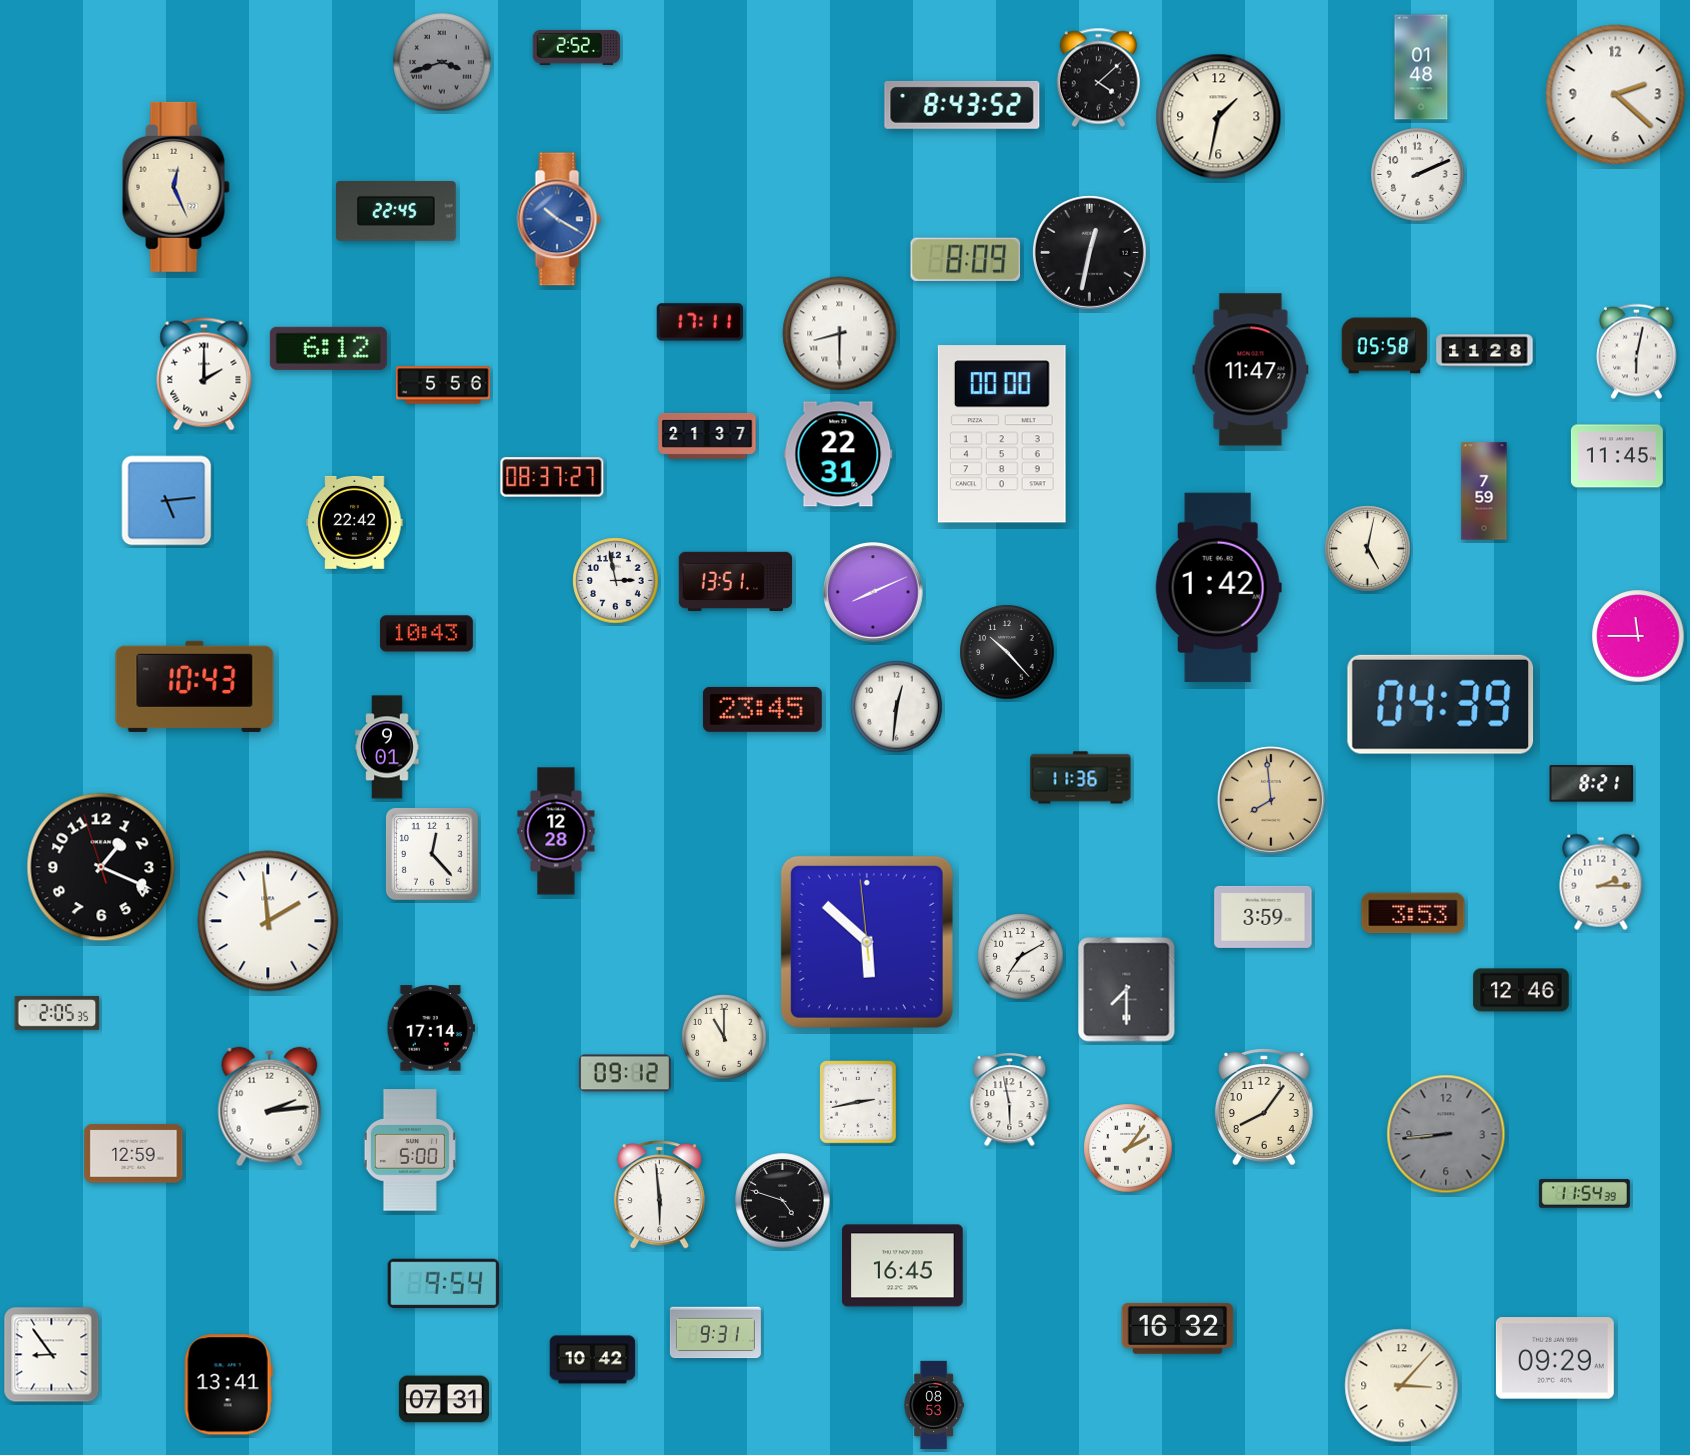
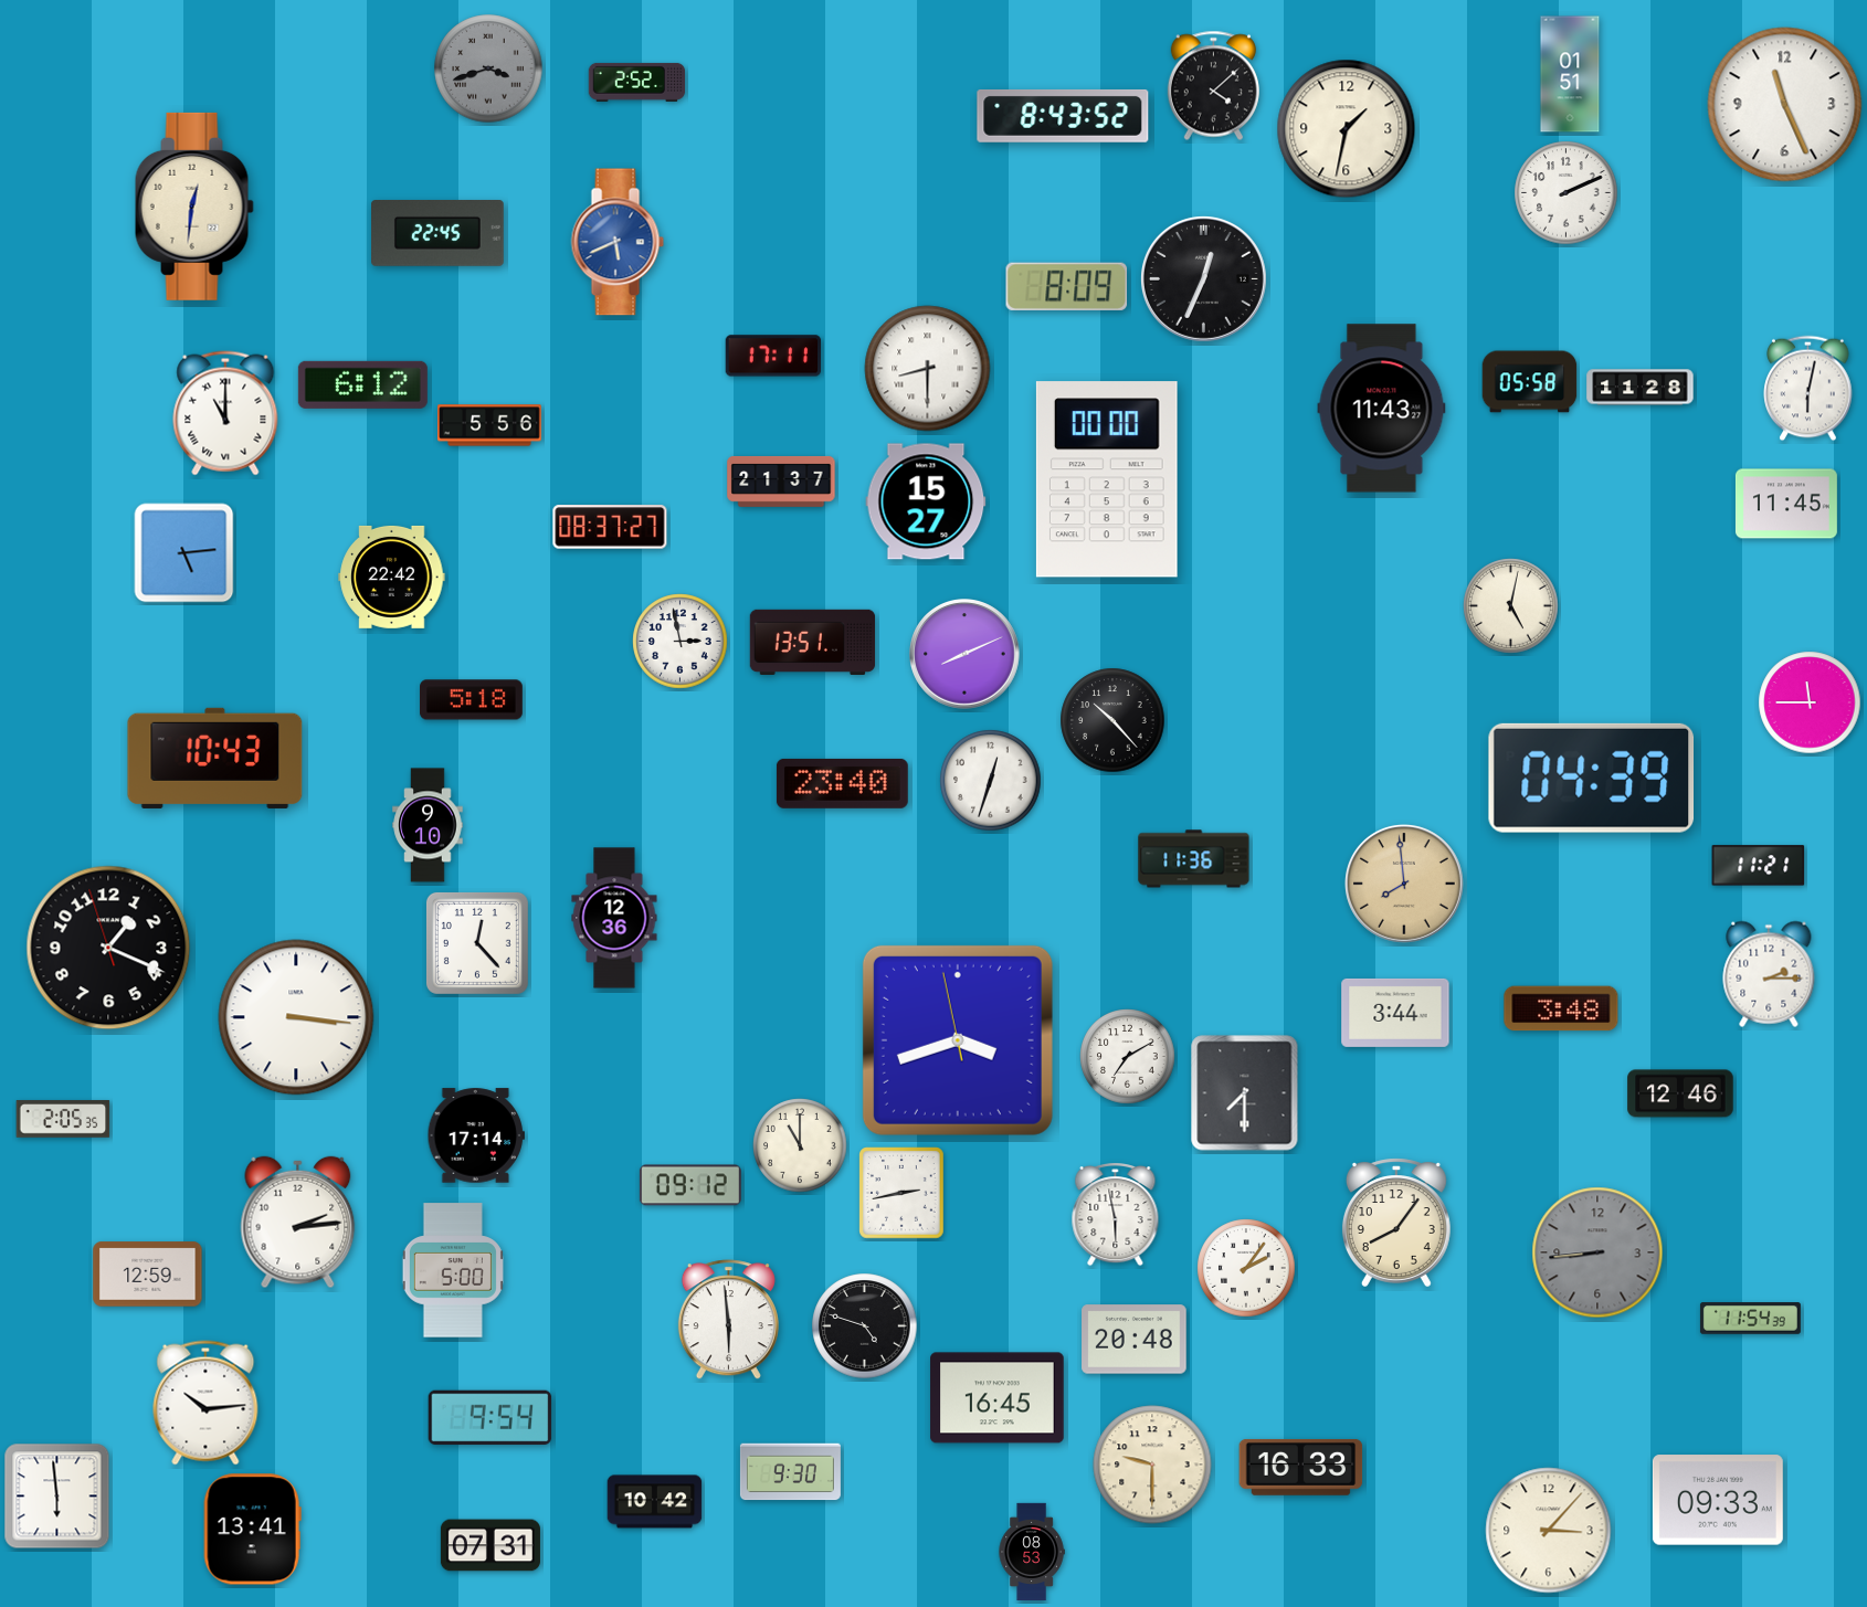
clock at (577, 47) position: (577, 47) -> (637, 82)
clock at (1421, 67): 01:48 -> 01:51
clock at (1616, 95): 2:22 -> 11:26
clock at (176, 187): 12:26 -> 12:31
clock at (559, 219): 10:20 -> 5:41
clock at (1089, 252): 12:32 -> 12:34
clock at (1251, 370): 11:47 -> 11:43
clock at (204, 374): 2:00 -> 11:00
clock at (838, 454): 22:31 -> 15:27
clock at (1484, 491): 7:59 -> none
clock at (1218, 588): 1:42 -> none
clock at (427, 634): 10:43 -> 5:18
clock at (897, 707): 12:31 -> 12:33
clock at (762, 709): 23:45 -> 23:40
clock at (387, 747): 9:01 -> 9:10
clock at (1592, 784): 8:21 -> 11:21
clock at (556, 831): 12:28 -> 12:36
clock at (101, 867) position: (101, 867) -> (108, 948)
clock at (1413, 913): 3:53 -> 3:48
clock at (1263, 917): 3:59 -> 3:44
clock at (268, 921): 1:59 -> 3:16
clock at (867, 942): 5:51 -> 3:41
clock at (858, 1102) position: (858, 1102) -> (901, 1193)
clock at (1135, 1340): none -> 20:48
clock at (205, 1403): none -> 10:14
clock at (1152, 1465): none -> 9:30
clock at (1178, 1328): 16:32 -> 16:33
clock at (715, 1333): 9:31 -> 9:30
clock at (52, 1355): 8:54 -> 5:59
clock at (1555, 1358): 09:29 -> 09:33
